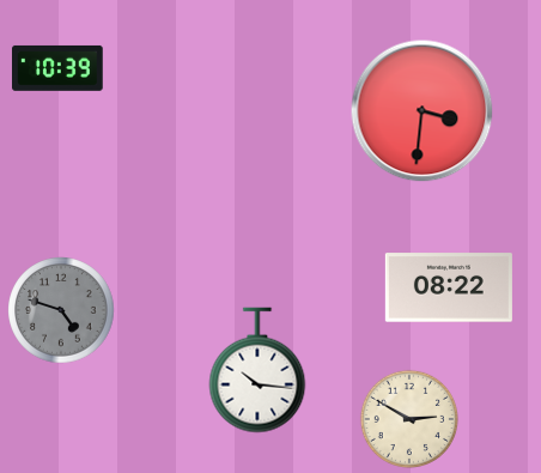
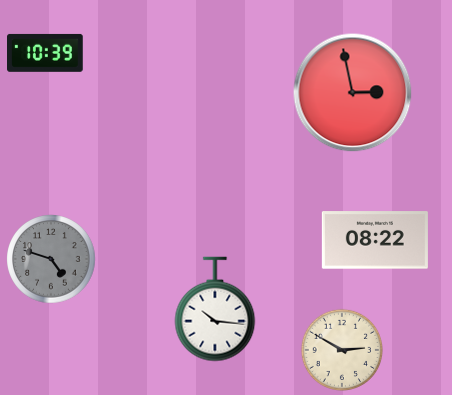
clock at (59, 68) position: (59, 68) -> (46, 53)
clock at (423, 111): 3:31 -> 2:58
